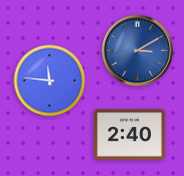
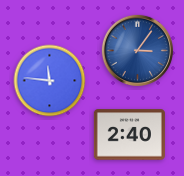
clock at (137, 50): 3:10 -> 3:06
